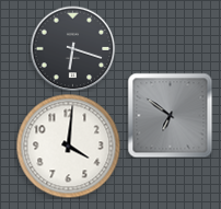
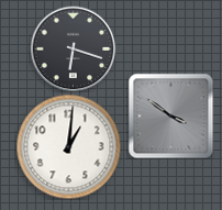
clock at (170, 115): 6:51 -> 3:51
clock at (68, 146): 4:01 -> 1:01
